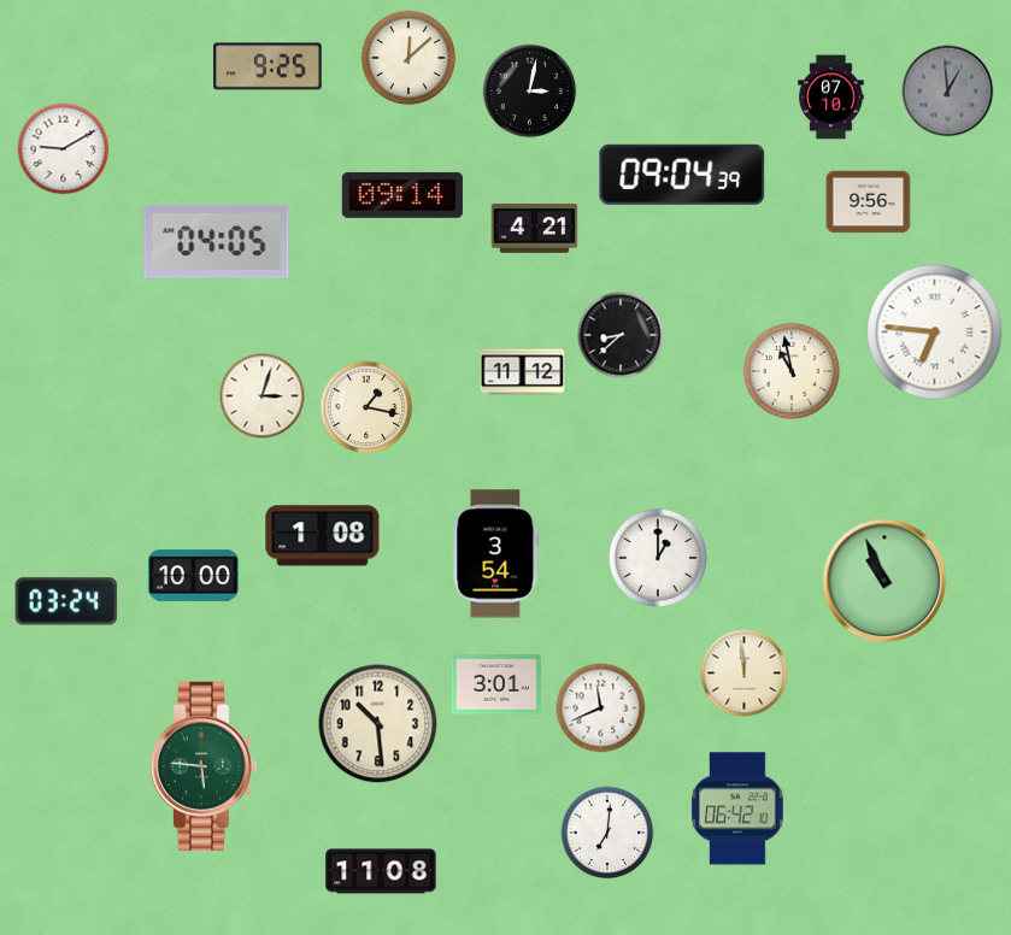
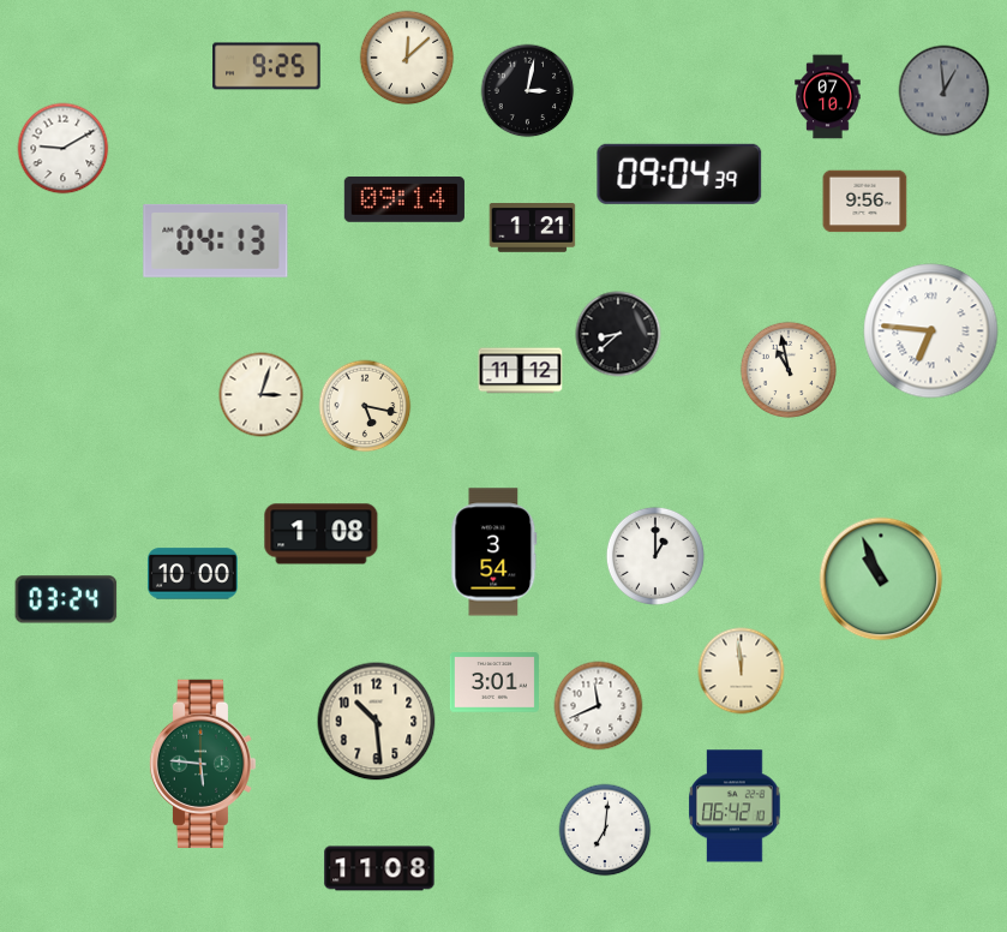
clock at (402, 195) position: (402, 195) -> (404, 199)
clock at (535, 229): 4:21 -> 1:21
clock at (217, 241): 04:05 -> 04:13
clock at (366, 407): 1:17 -> 5:17
